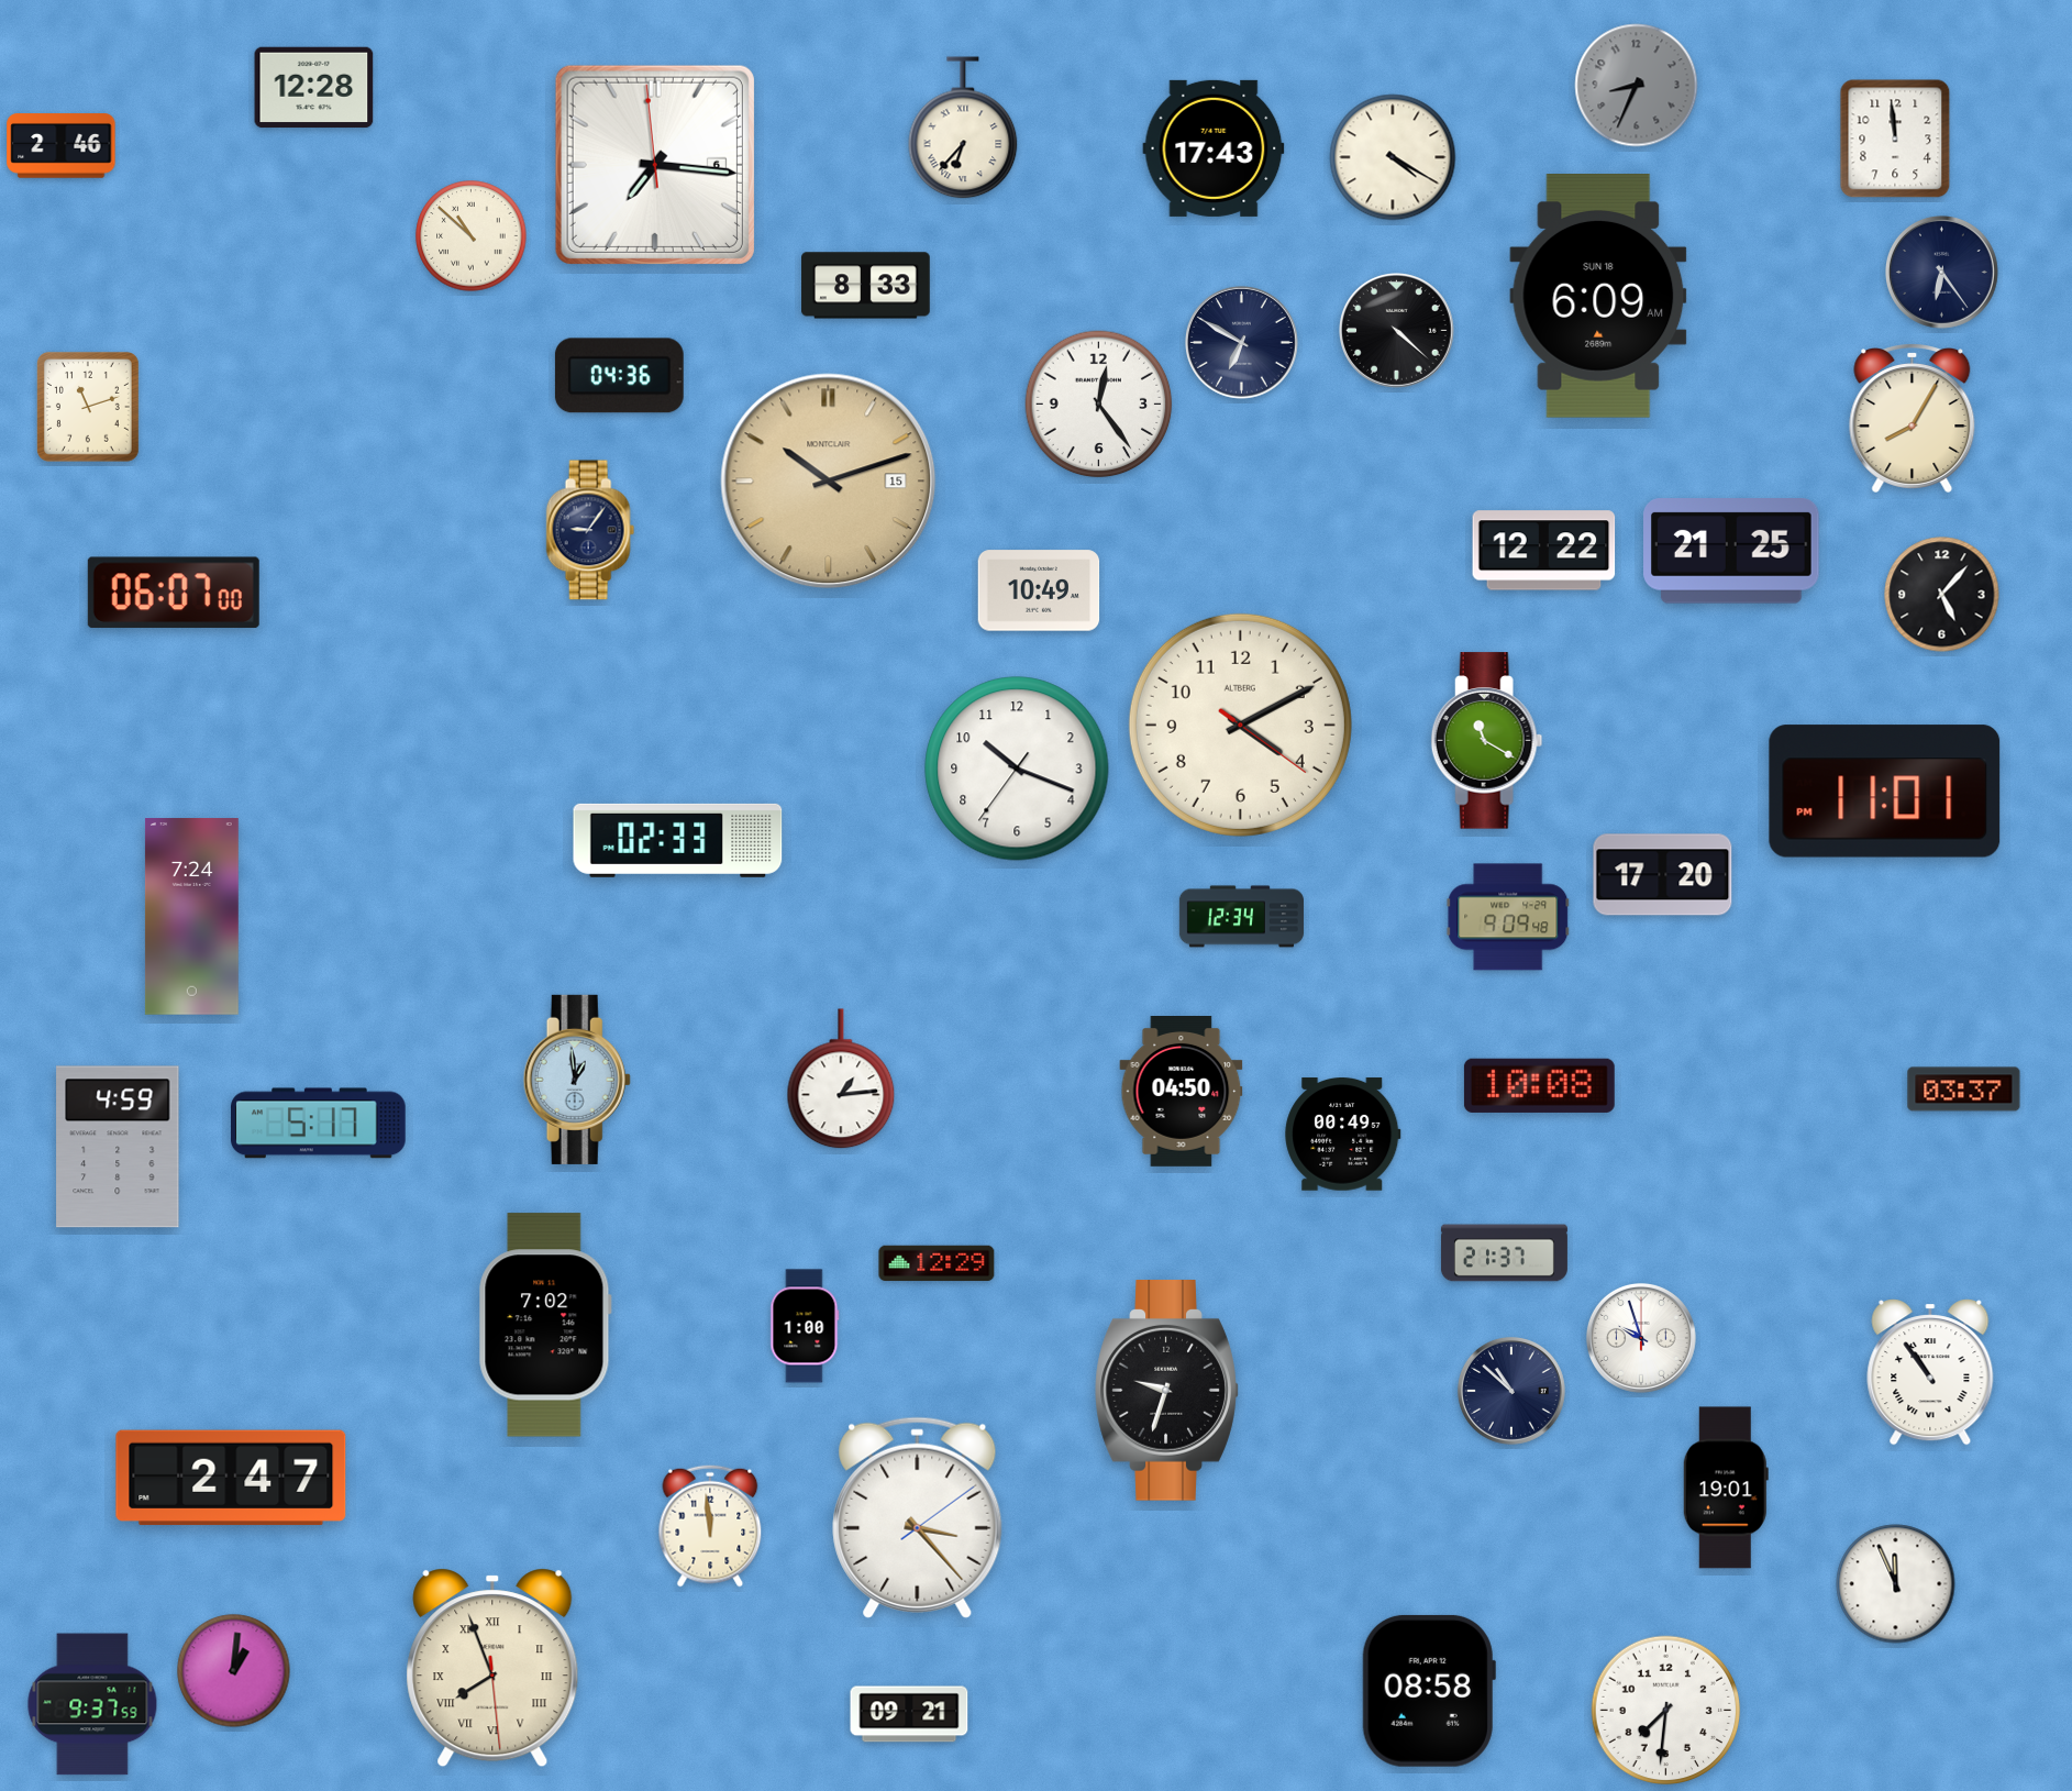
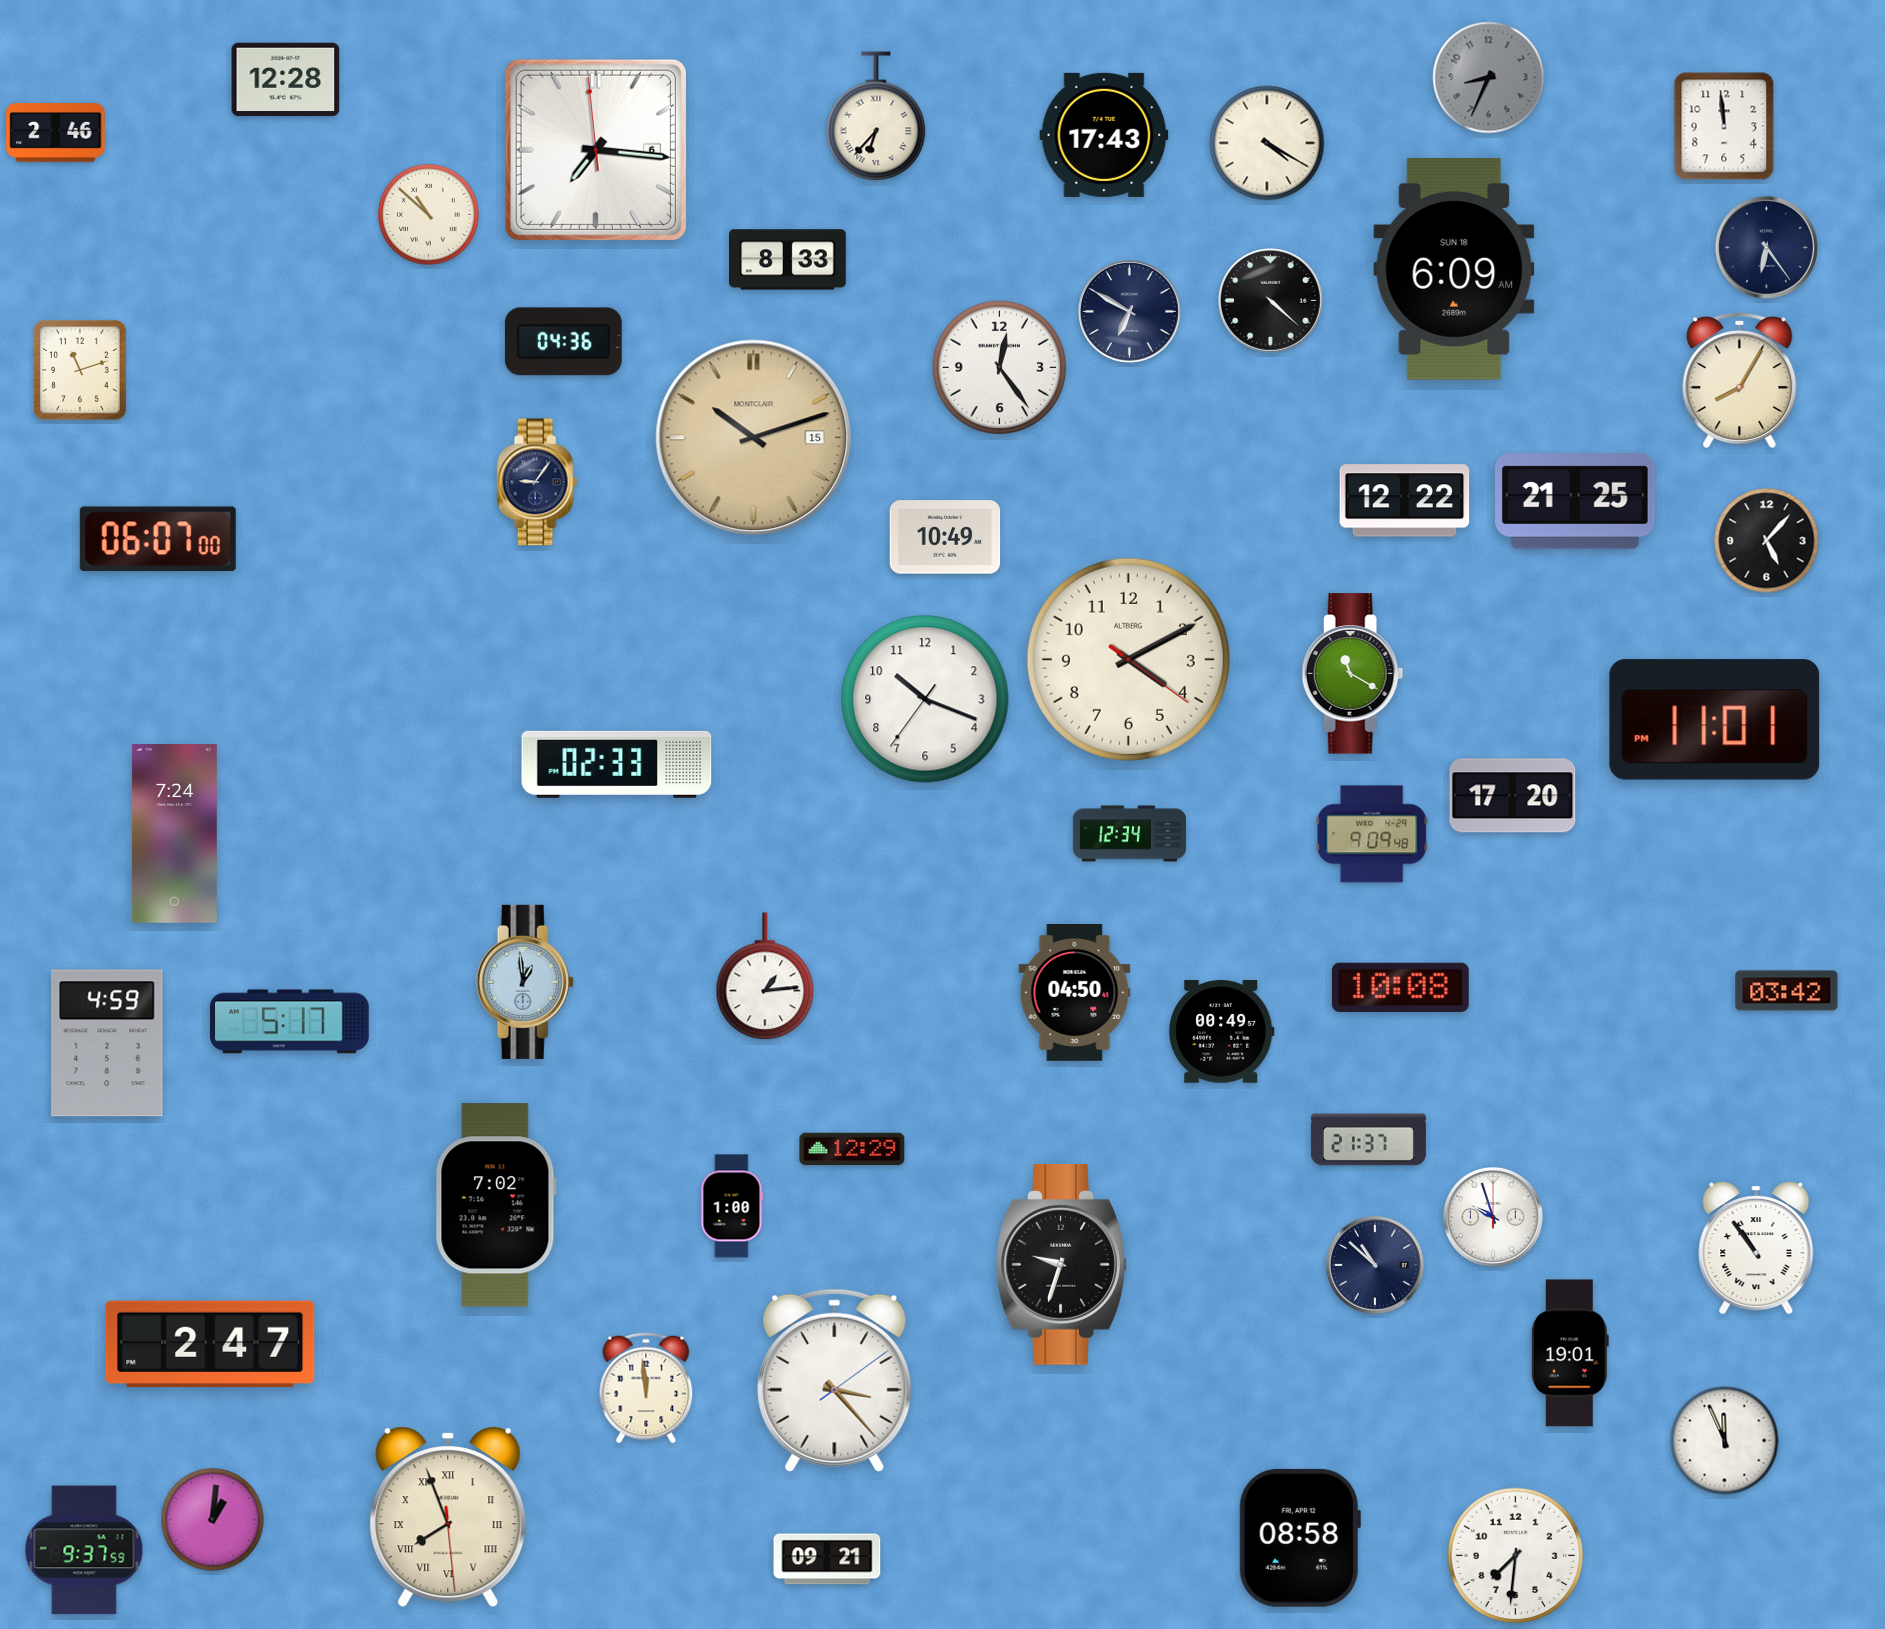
clock at (841, 1080) position: (841, 1080) -> (765, 977)
clock at (1964, 1090): 03:37 -> 03:42
